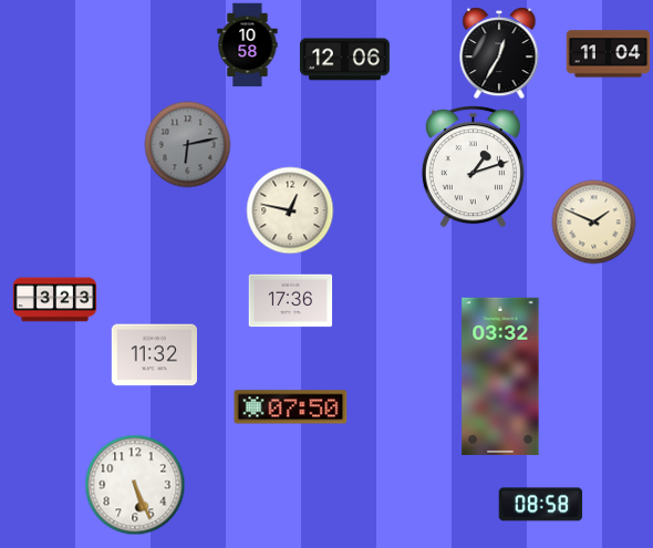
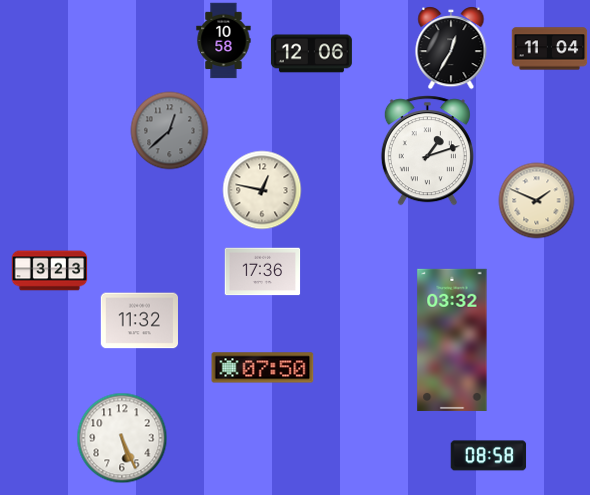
clock at (188, 145): 6:13 -> 12:38
